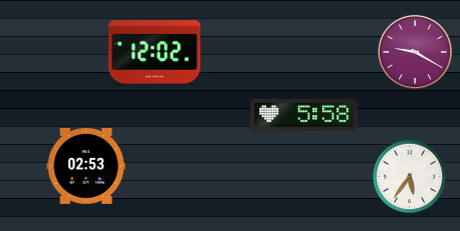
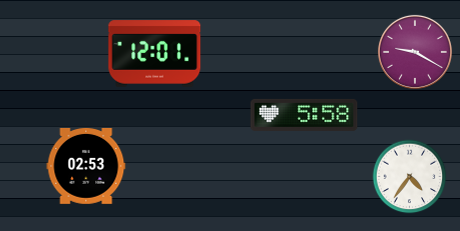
clock at (155, 54): 12:02 -> 12:01
clock at (410, 177): 5:36 -> 4:36
